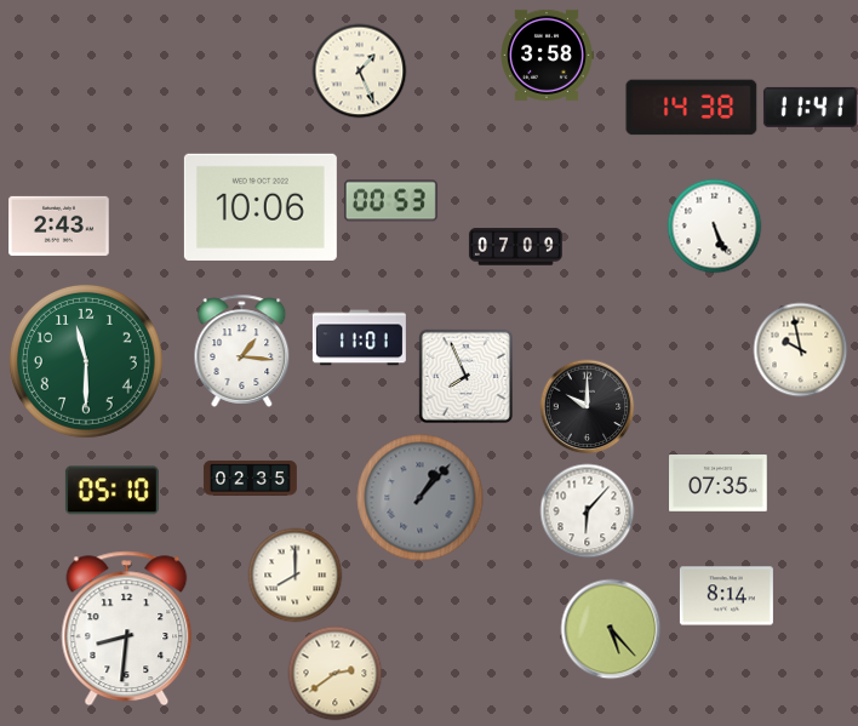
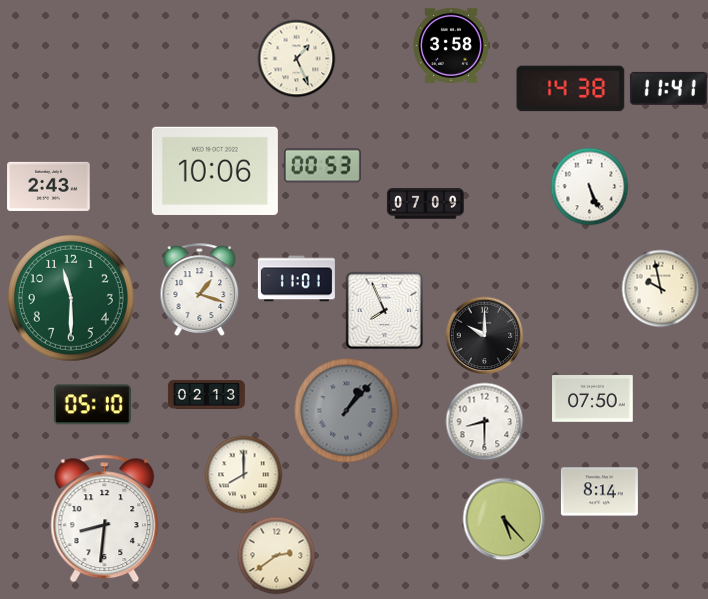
clock at (242, 350): 1:16 -> 1:18
clock at (250, 478): 02:35 -> 02:13
clock at (719, 484): 07:35 -> 07:50
clock at (587, 510): 6:07 -> 8:30
